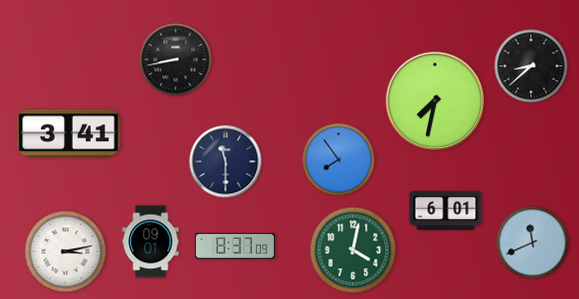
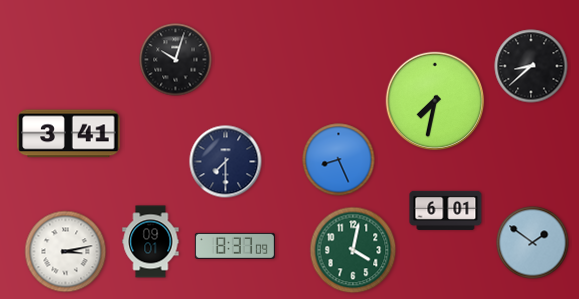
clock at (176, 60): 8:43 -> 10:03
clock at (339, 160): 7:54 -> 8:26
clock at (226, 162): 11:30 -> 7:30
clock at (533, 243): 11:41 -> 1:51
